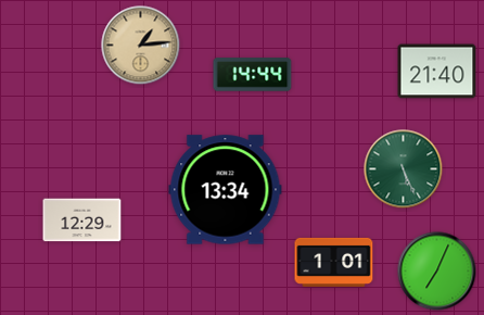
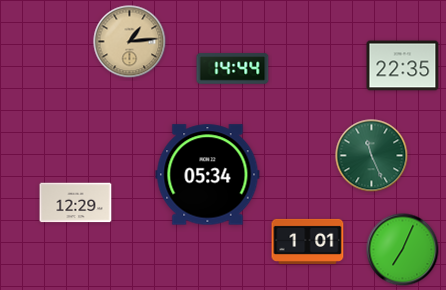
clock at (437, 72): 21:40 -> 22:35
clock at (404, 169): 5:26 -> 11:26
clock at (226, 190): 13:34 -> 05:34
